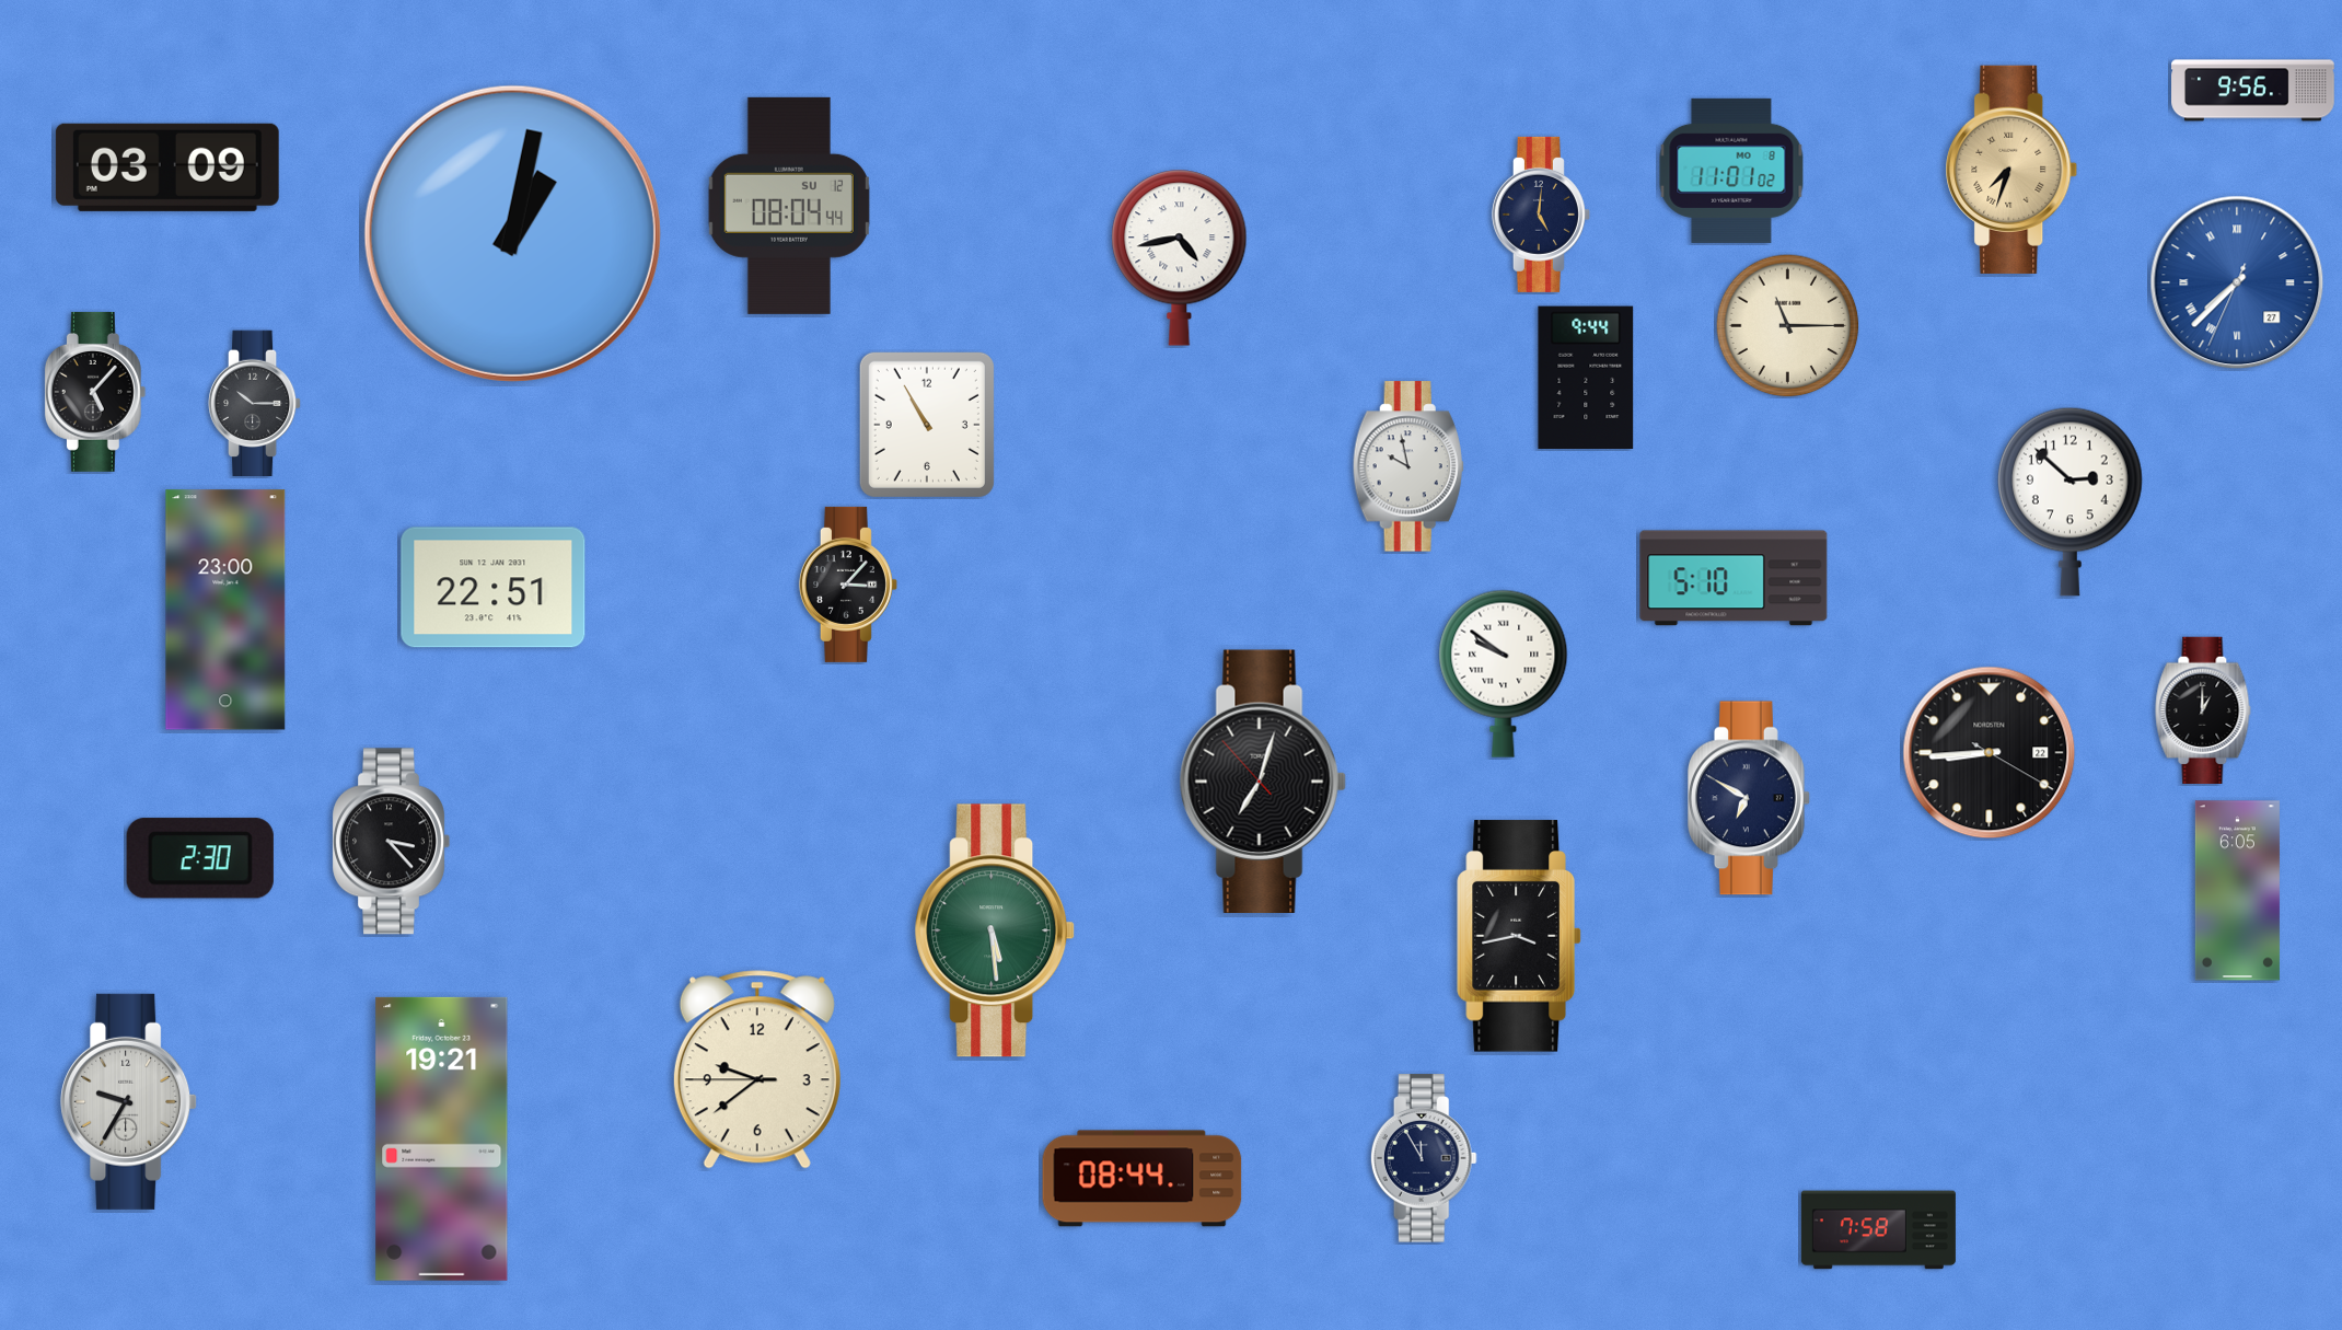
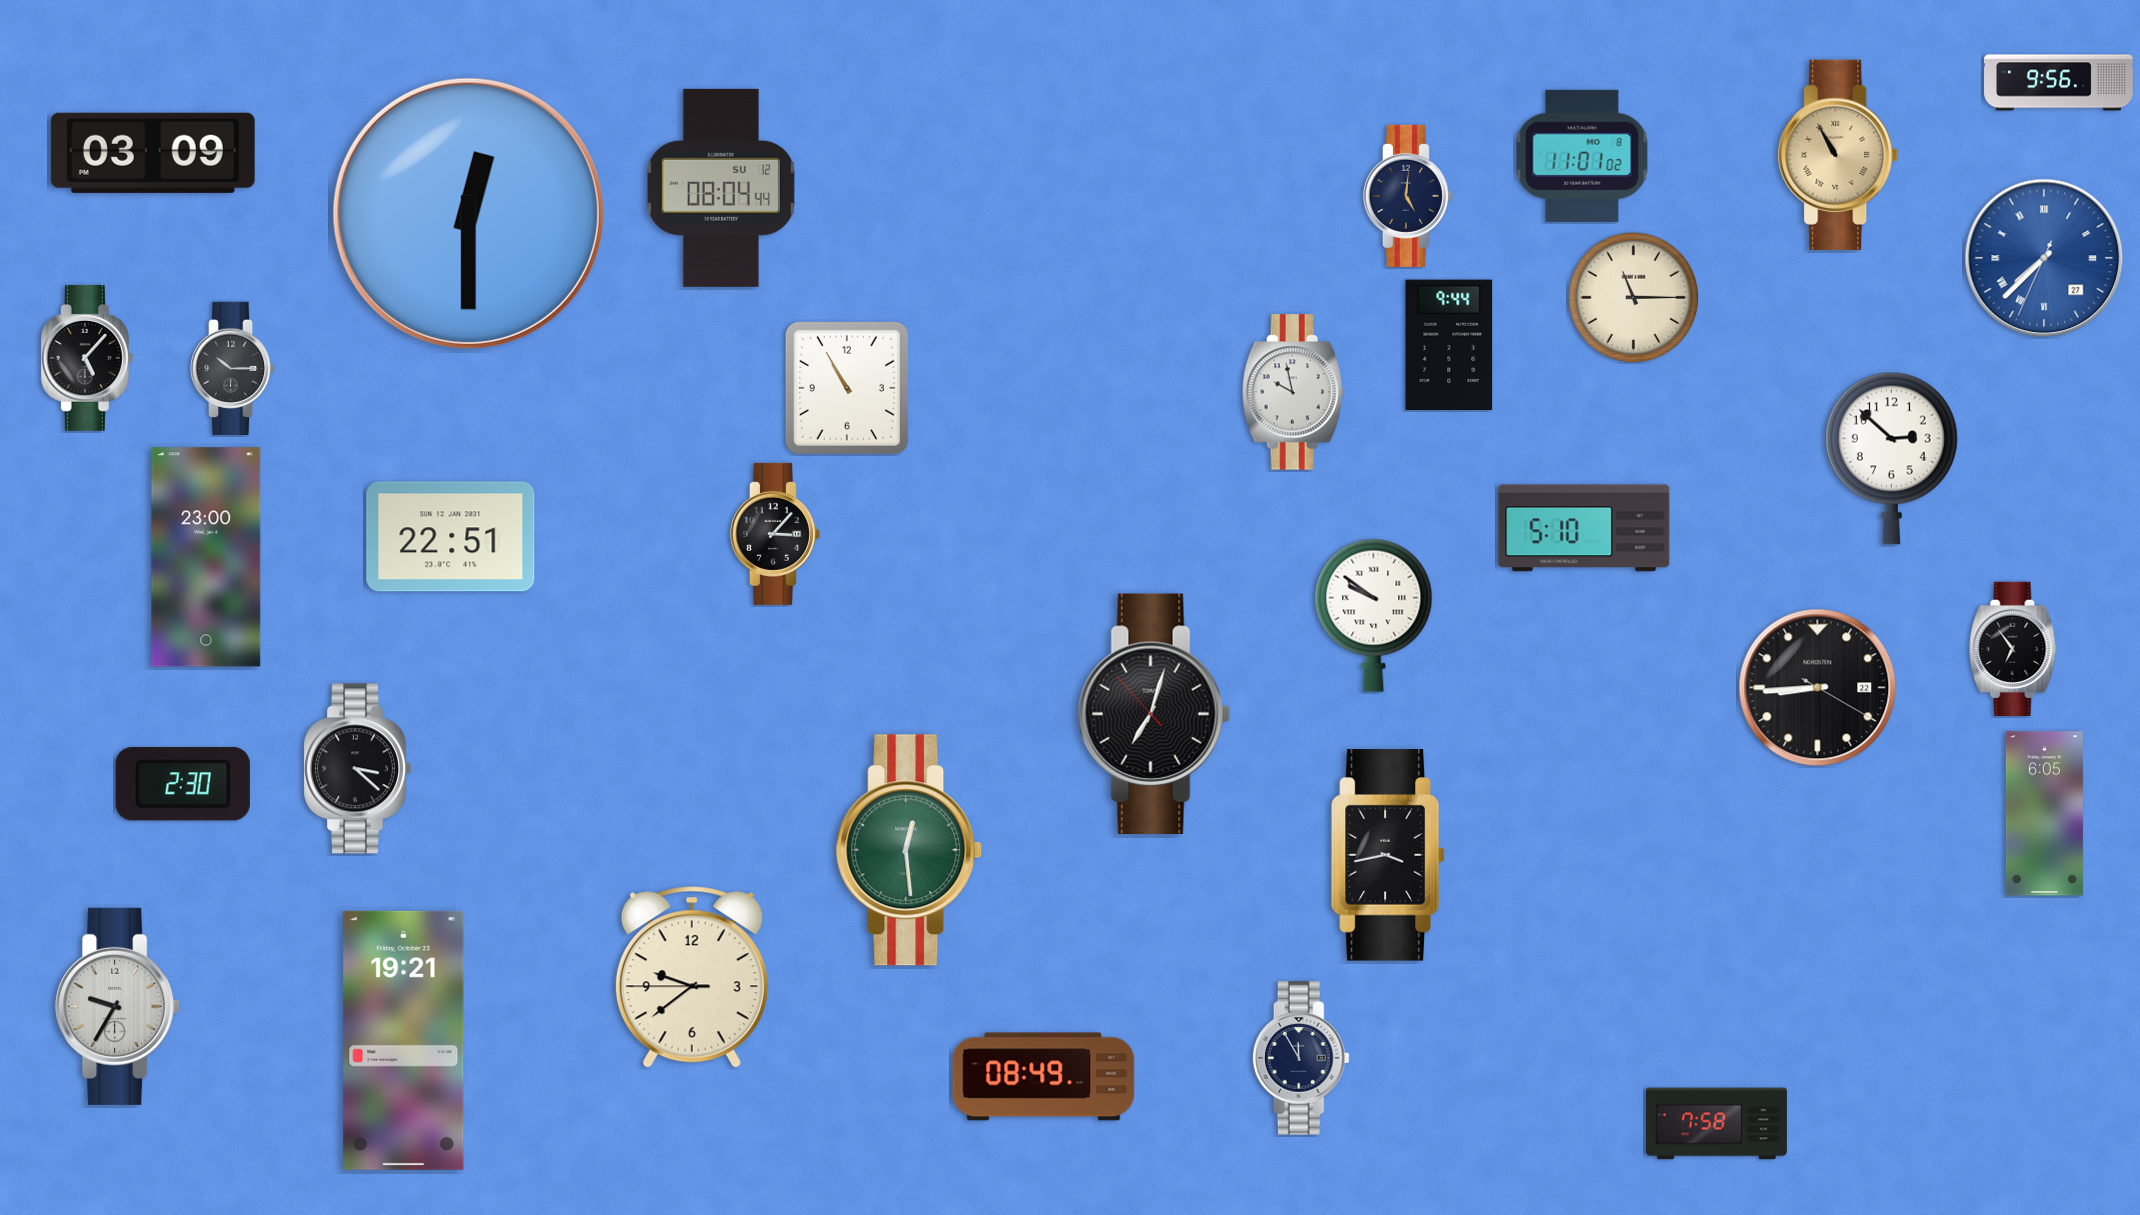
clock at (2011, 170): 7:33 -> 10:55
clock at (512, 233): 1:02 -> 12:30
clock at (1180, 257): 4:43 -> none
clock at (1408, 466) position: (1408, 466) -> (1293, 392)
clock at (2203, 709): 1:00 -> 6:54
clock at (1750, 798): 6:50 -> none
clock at (391, 842): 3:23 -> 3:22
clock at (996, 930): 5:29 -> 12:29
clock at (1143, 1179): 08:44 -> 08:49
